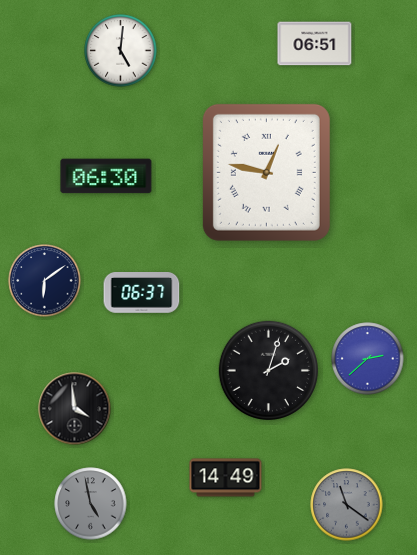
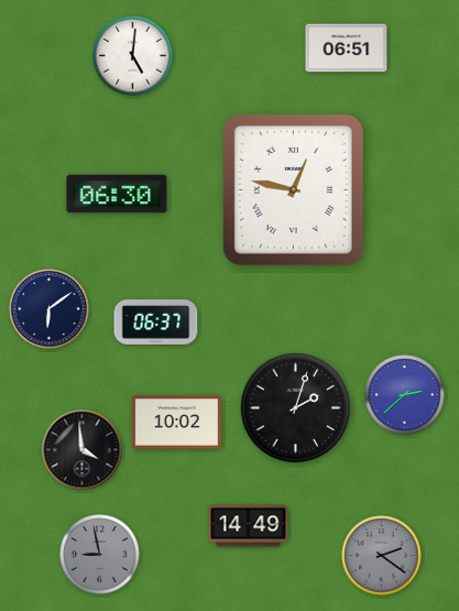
clock at (176, 423): none -> 10:02
clock at (91, 504): 4:58 -> 8:58
clock at (347, 505): 11:21 -> 2:21
